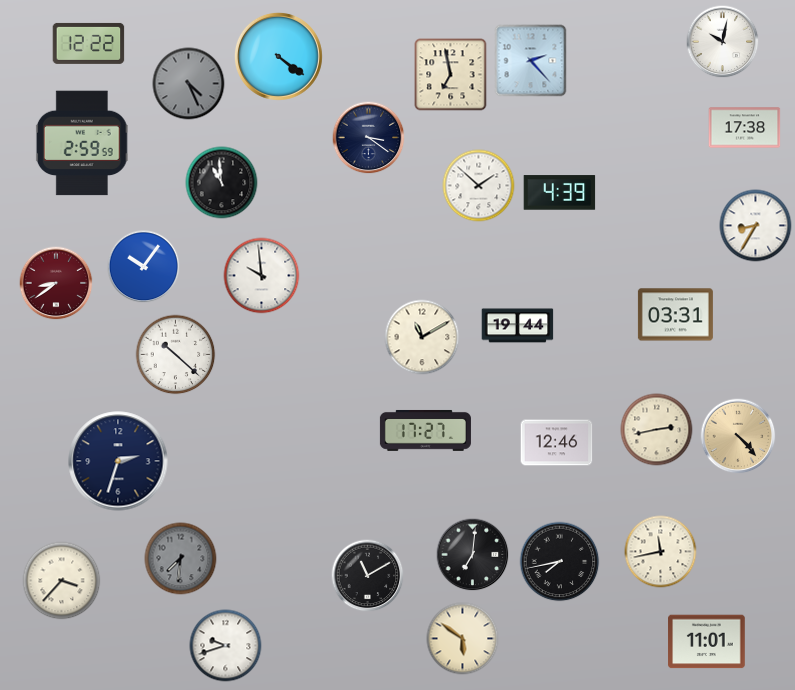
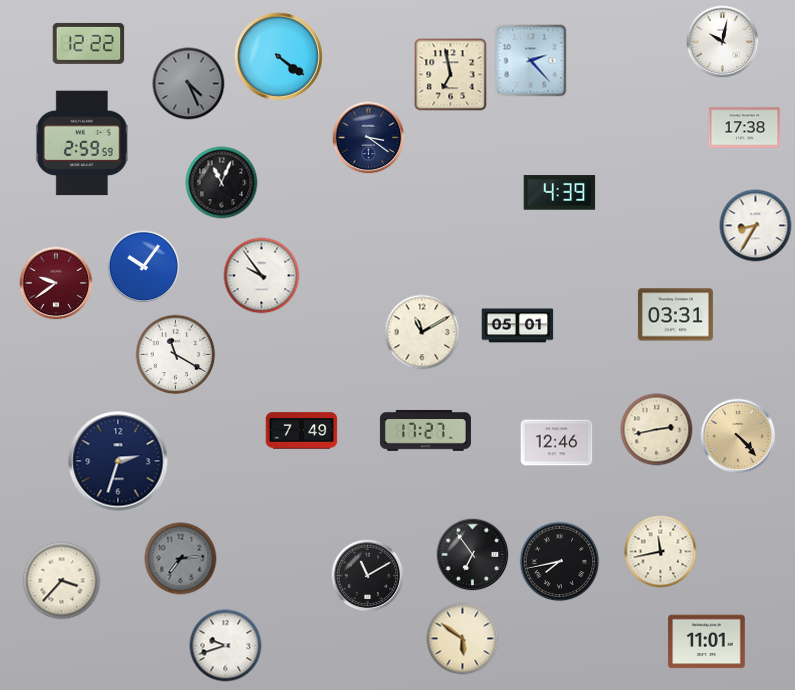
clock at (222, 183): 10:59 -> 11:04
clock at (479, 186): 1:52 -> none
clock at (262, 276): 9:59 -> 9:54
clock at (56, 283): 8:39 -> 9:39
clock at (518, 326): 19:44 -> 05:01
clock at (422, 337) position: (422, 337) -> (422, 332)
clock at (176, 355): 10:22 -> 11:20
clock at (302, 431): none -> 7:49
clock at (473, 555): 7:01 -> 6:54
clock at (181, 559): 7:31 -> 7:14
